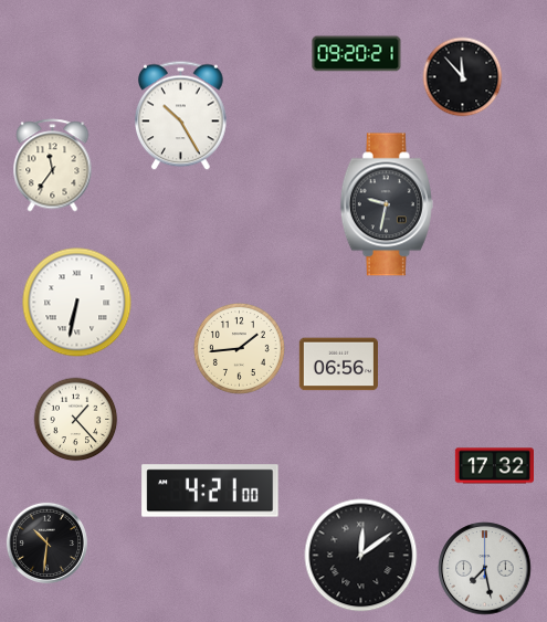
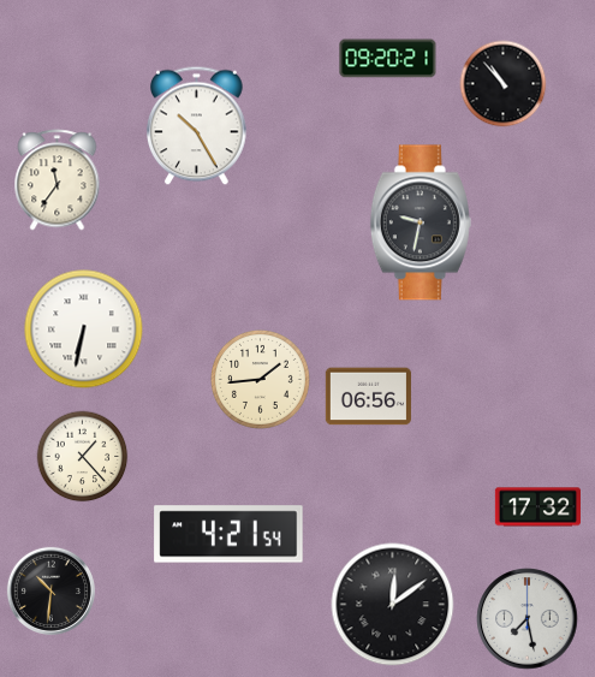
clock at (463, 77): 11:53 -> 10:53
clock at (210, 491): 4:21:00 -> 4:21:54
